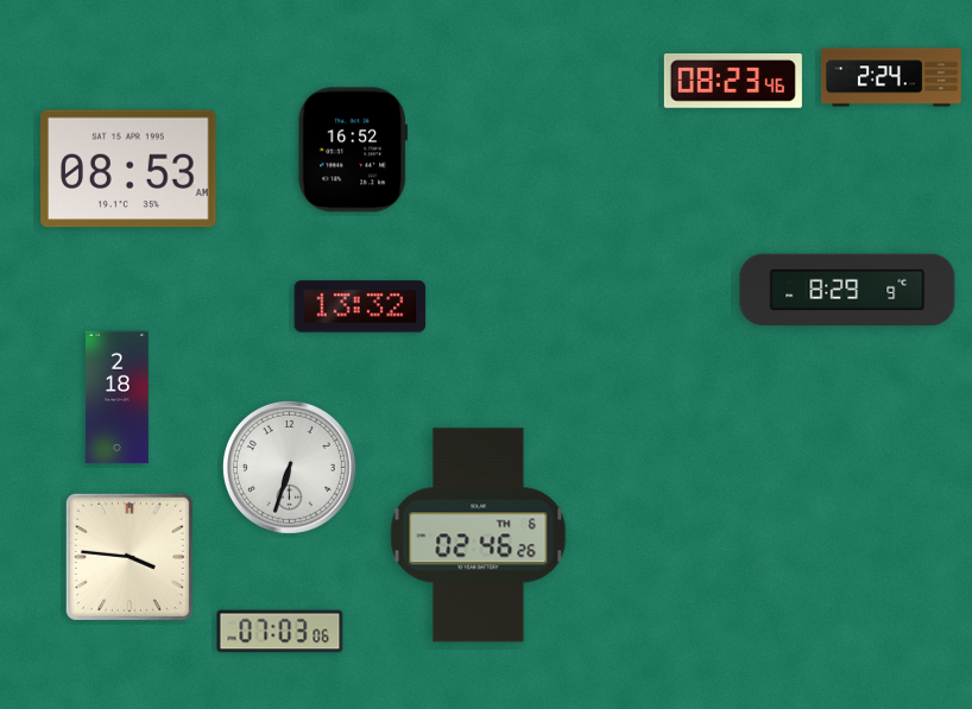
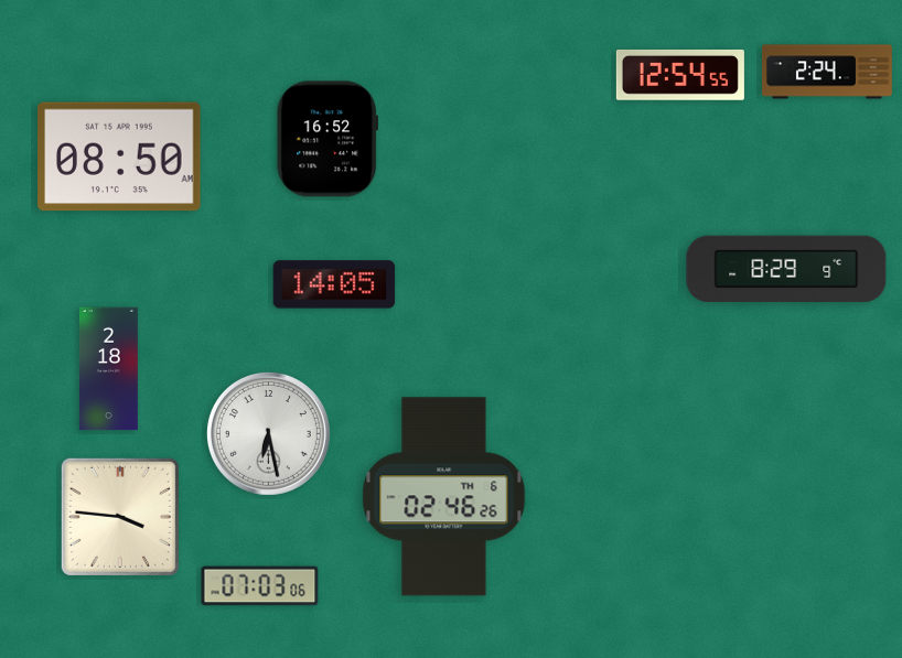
clock at (733, 81): 08:23 -> 12:54
clock at (128, 169): 08:53 -> 08:50
clock at (360, 306): 13:32 -> 14:05
clock at (289, 467): 6:33 -> 6:28
